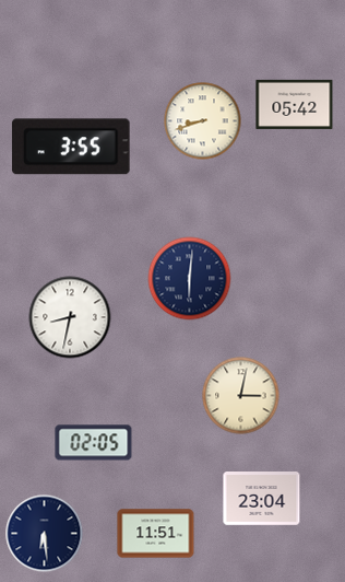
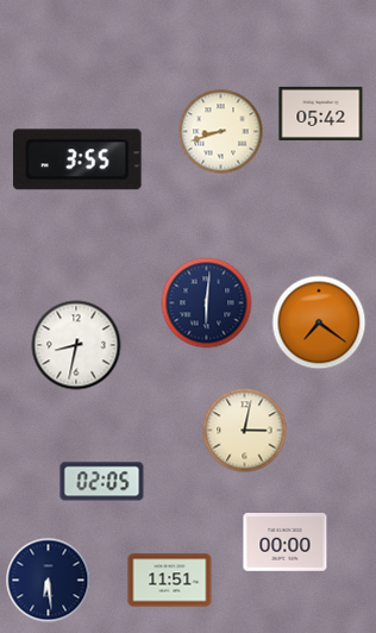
clock at (319, 322): none -> 7:21
clock at (241, 396) position: (241, 396) -> (245, 431)
clock at (262, 499): 23:04 -> 00:00
